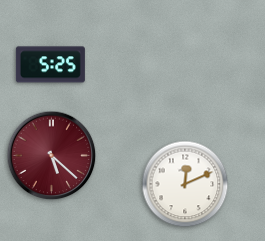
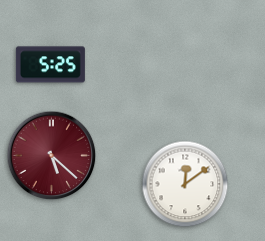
clock at (185, 184): 12:11 -> 12:09
